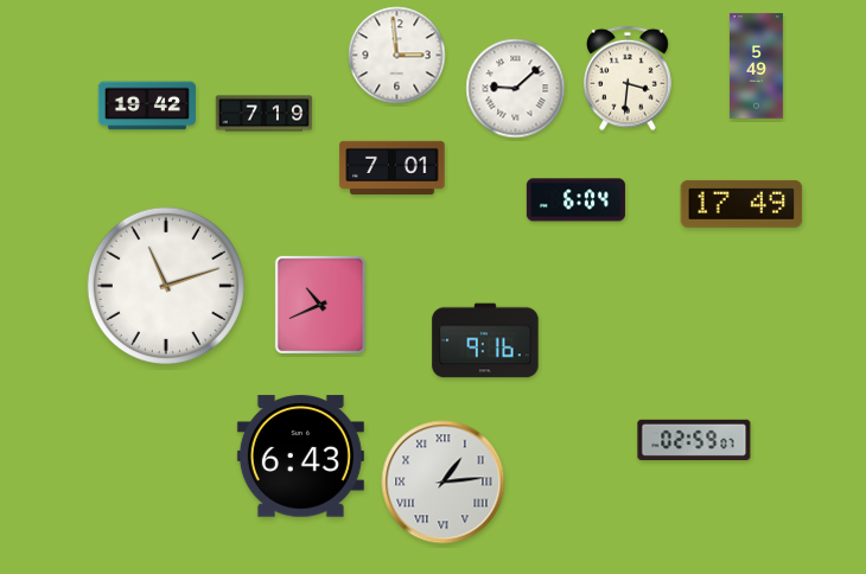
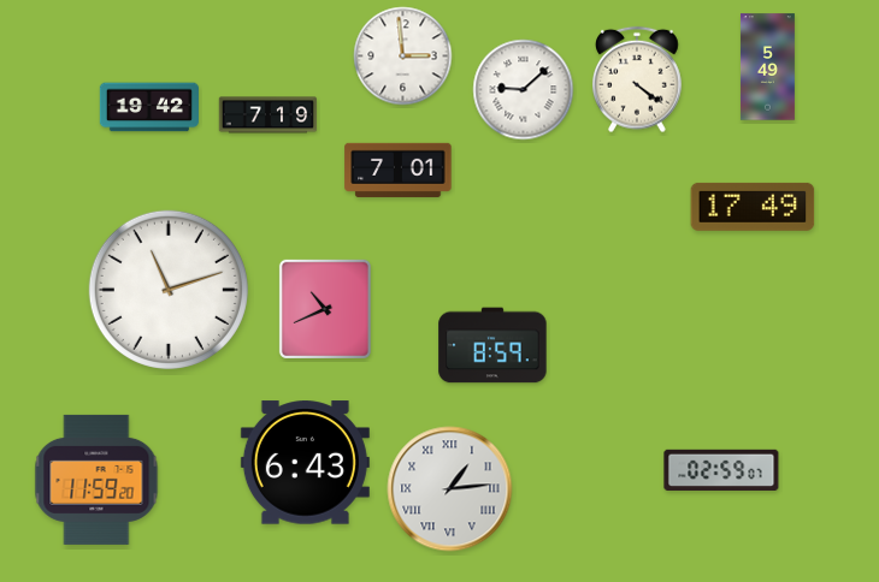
clock at (629, 78): 3:31 -> 4:21
clock at (575, 200): 6:04 -> none
clock at (485, 340): 9:16 -> 8:59
clock at (694, 440) position: (694, 440) -> (721, 470)
clock at (96, 480): none -> 11:59
